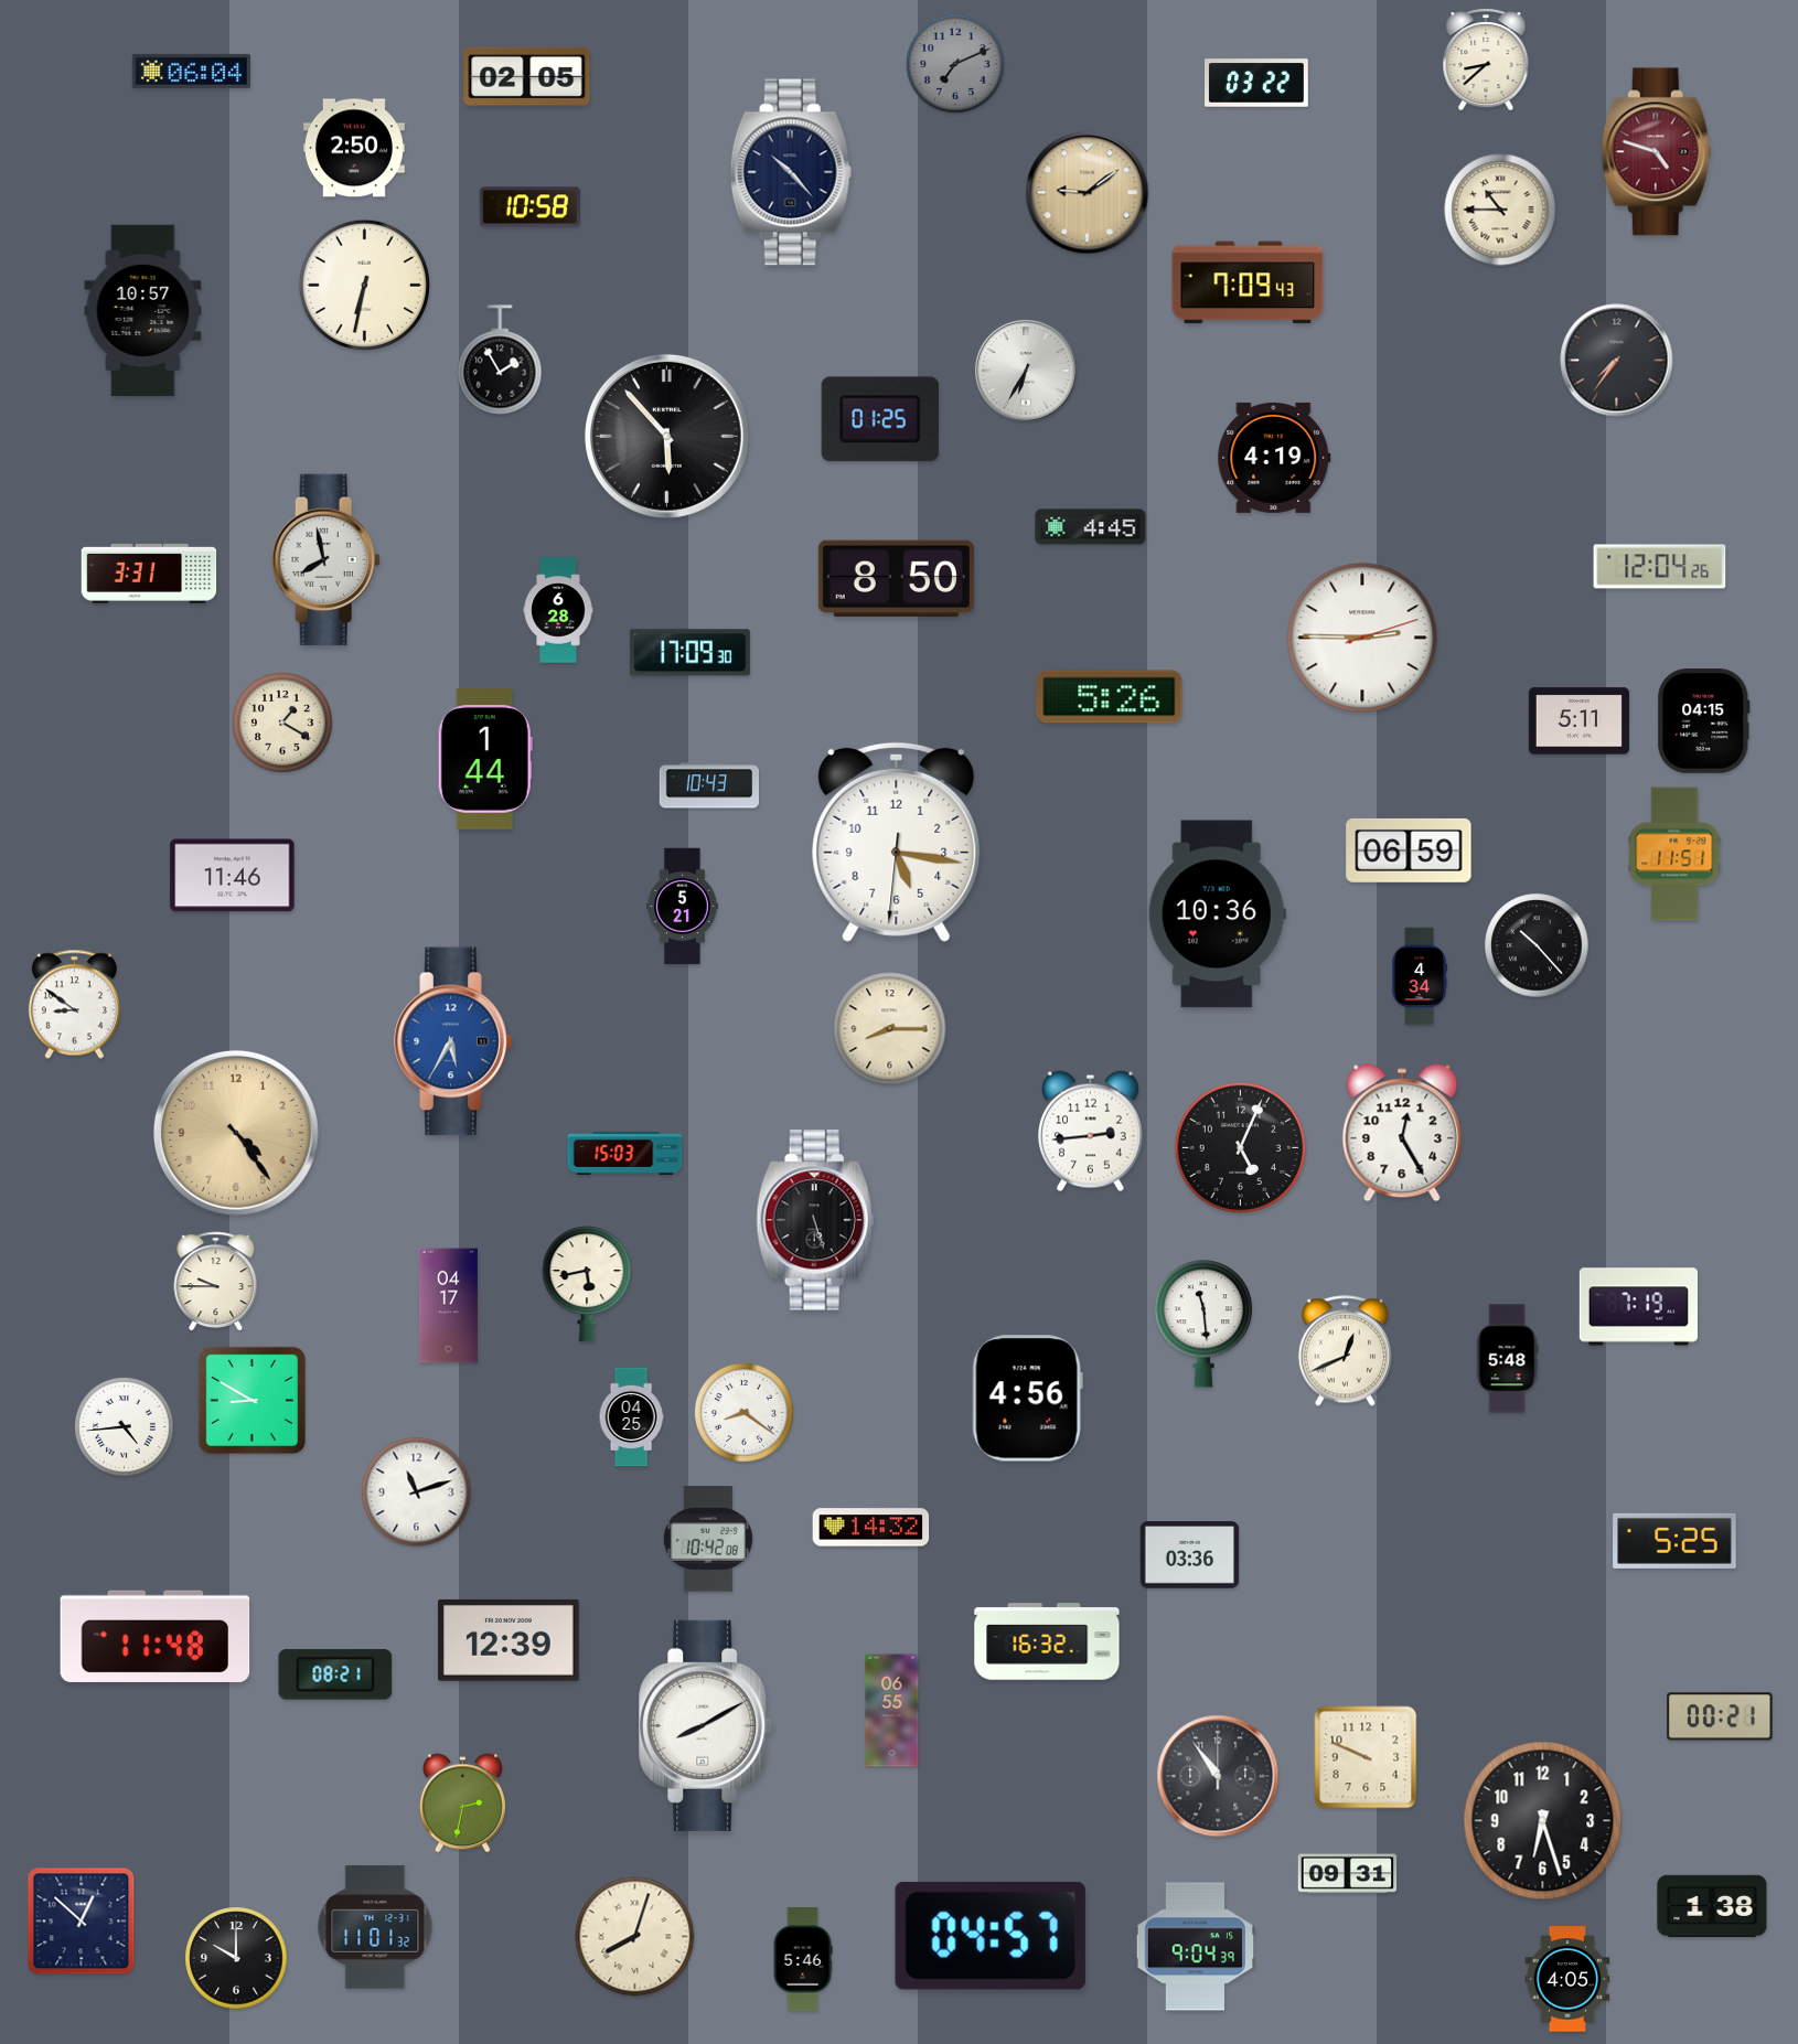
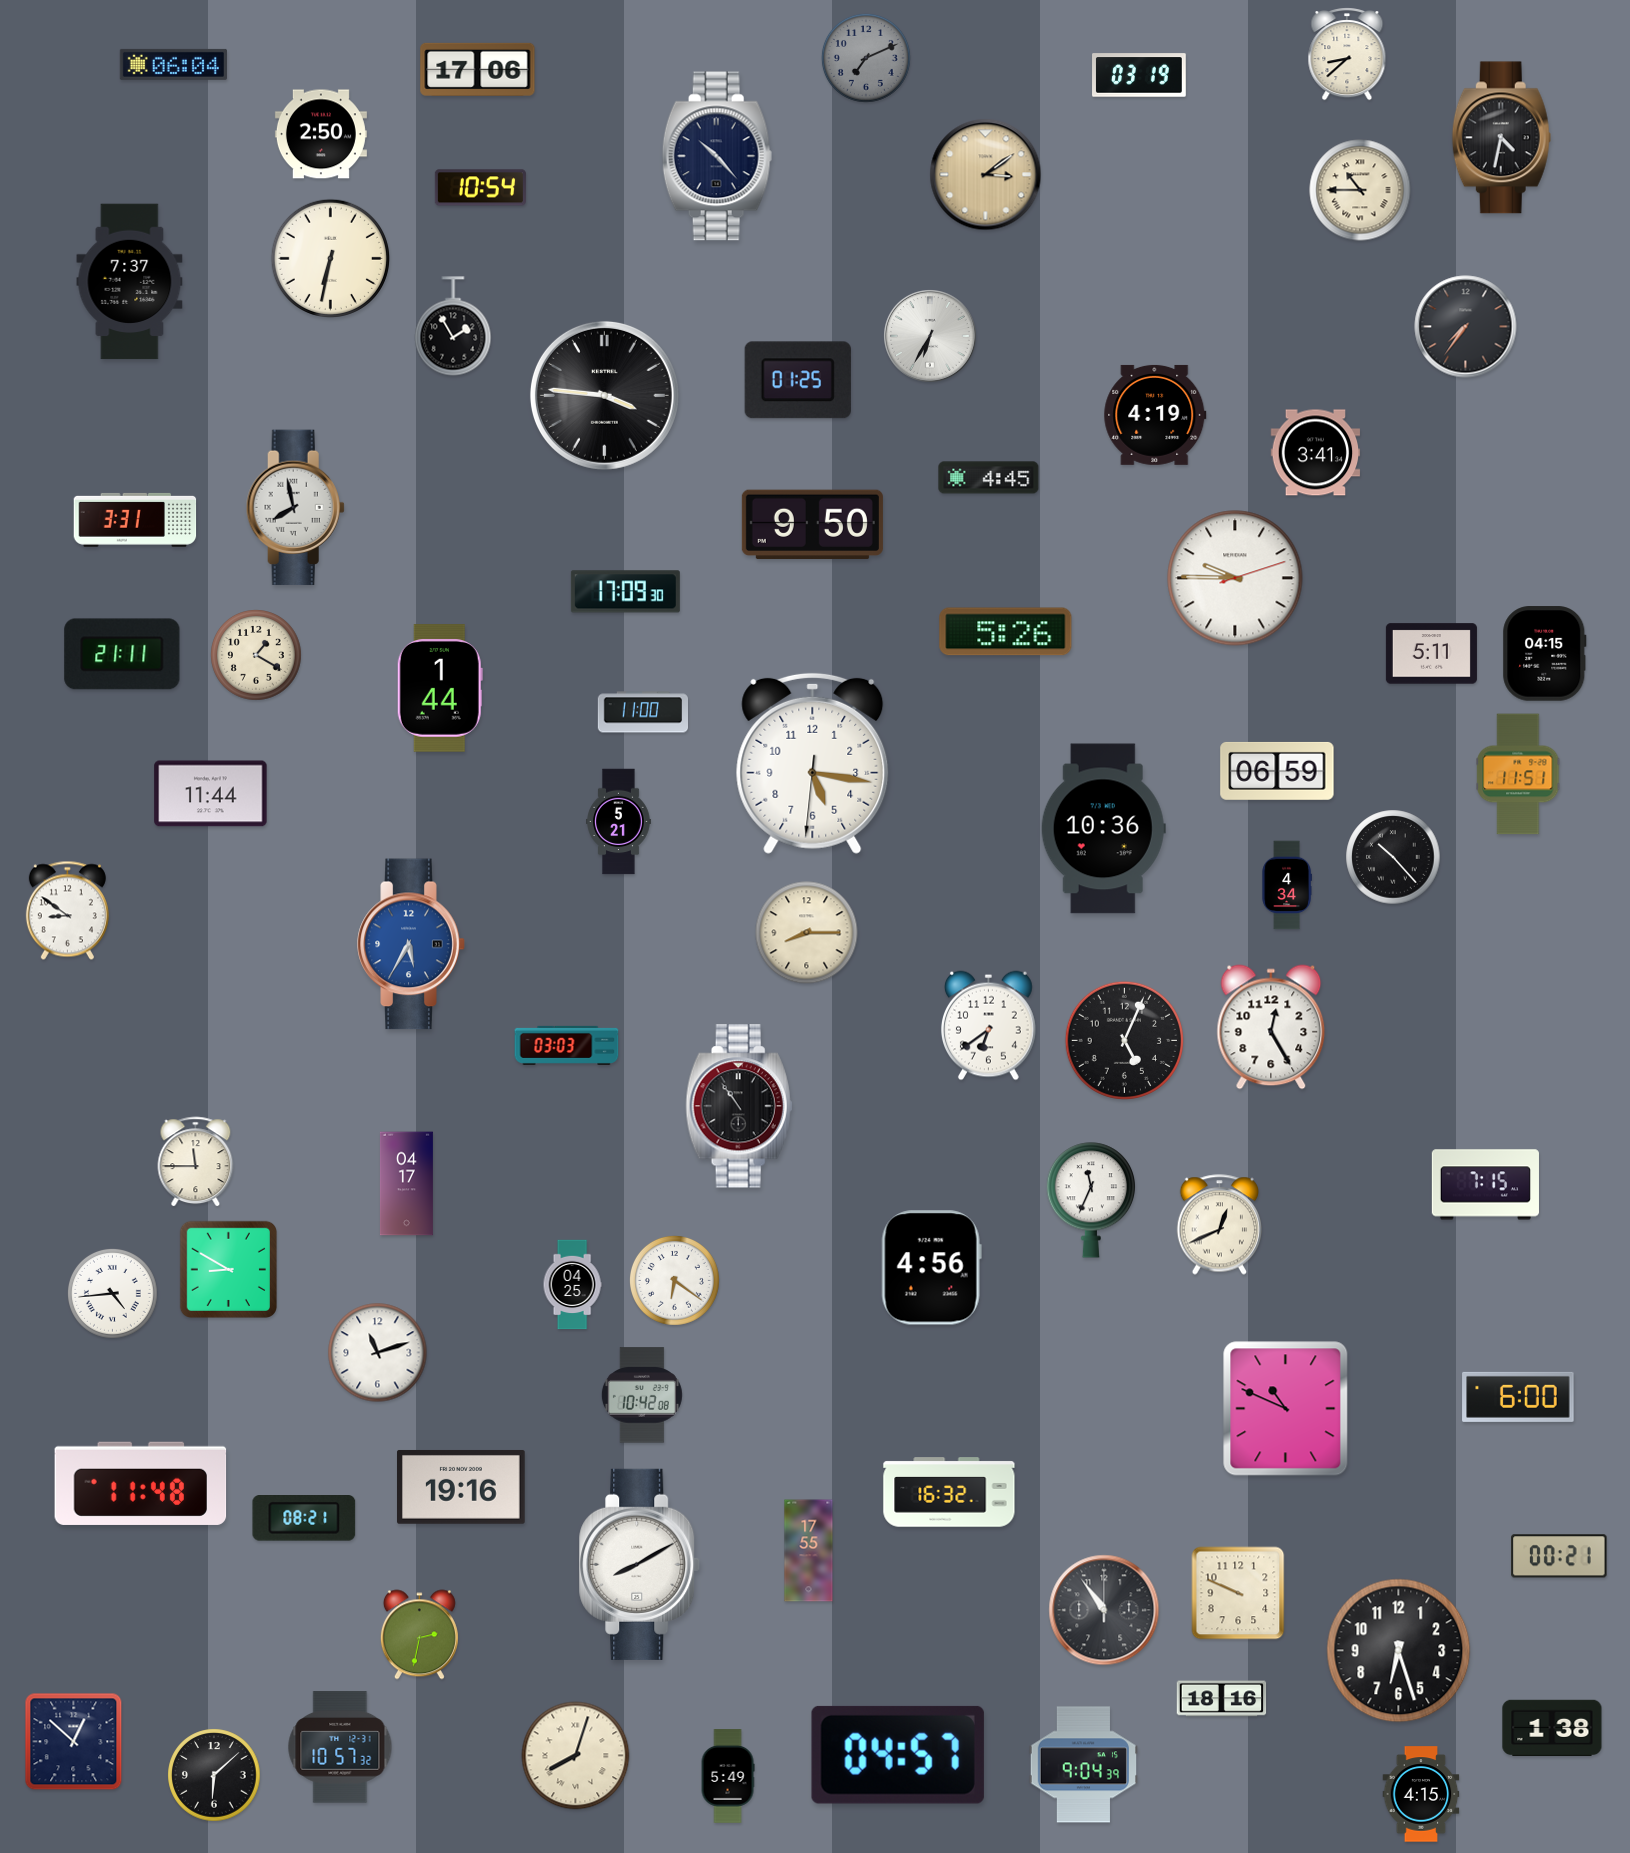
clock at (527, 76): 02:05 -> 17:06
clock at (1256, 83): 03:22 -> 03:19
clock at (1656, 152): 4:48 -> 4:32
clock at (1656, 152) dial: burgundy -> black
clock at (1088, 193): 9:09 -> 3:09
clock at (529, 207): 10:58 -> 10:54
clock at (1248, 282): 7:09 -> none
clock at (143, 311): 10:57 -> 7:37
clock at (666, 436): 5:53 -> 3:46
clock at (1316, 453): none -> 3:41
clock at (1660, 567): 12:04 -> none
clock at (896, 579): 8:50 -> 9:50
clock at (558, 610): 6:28 -> none
clock at (1362, 638): 2:45 -> 9:45
clock at (122, 654): none -> 21:11
clock at (708, 785): 10:43 -> 11:00
clock at (233, 876): 11:46 -> 11:44
clock at (1090, 1132): 2:44 -> 6:39
clock at (236, 1133): 4:24 -> none
clock at (625, 1153): 15:03 -> 03:03
clock at (815, 1220): 5:27 -> 10:54
clock at (216, 1282): 9:45 -> 11:45
clock at (587, 1284): 5:43 -> none
clock at (1638, 1307): 7:19 -> 7:15
clock at (1203, 1324): 11:29 -> 11:34
clock at (1507, 1359): 5:48 -> none
clock at (743, 1412): 8:21 -> 6:21
clock at (871, 1528): 14:32 -> none
clock at (1674, 1541): 5:25 -> 6:00
clock at (1286, 1409): none -> 10:49
clock at (1190, 1555): 03:36 -> none
clock at (510, 1640): 12:39 -> 19:16
clock at (1047, 1641) position: (1047, 1641) -> (949, 1492)
clock at (892, 1711): 06:55 -> 17:55
clock at (1348, 1874): 09:31 -> 18:16
clock at (375, 1927): 11:01 -> 10:57
clock at (236, 1958): 10:00 -> 6:08
clock at (803, 1959): 5:46 -> 5:49
clock at (1567, 1979): 4:05 -> 4:15
